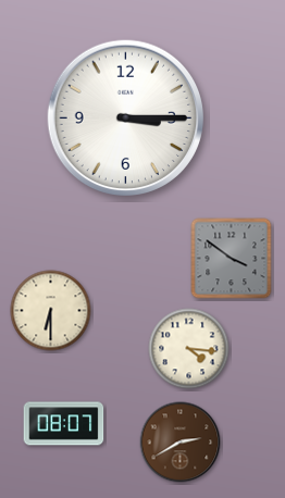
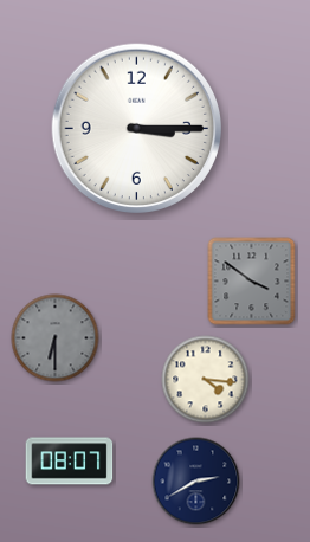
clock at (51, 311) dial: cream -> grey
clock at (181, 443) dial: brown -> navy
